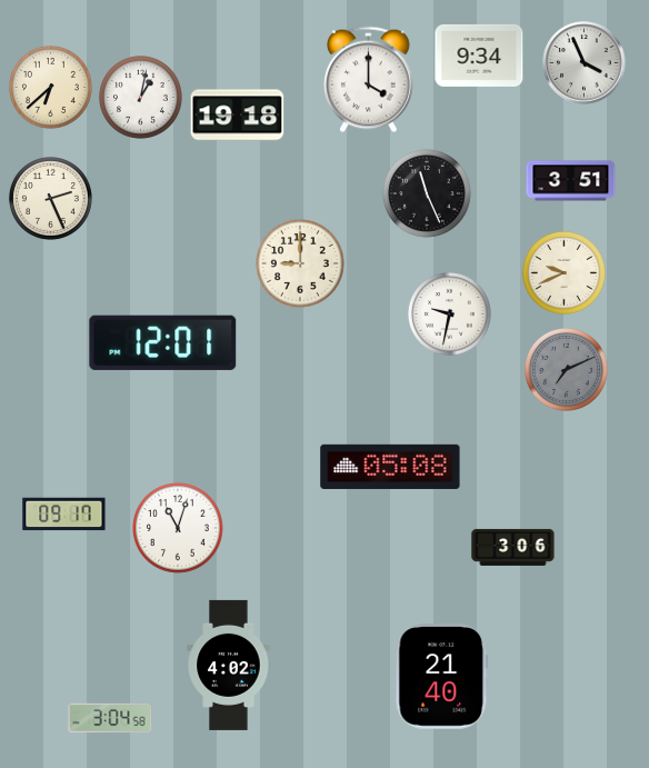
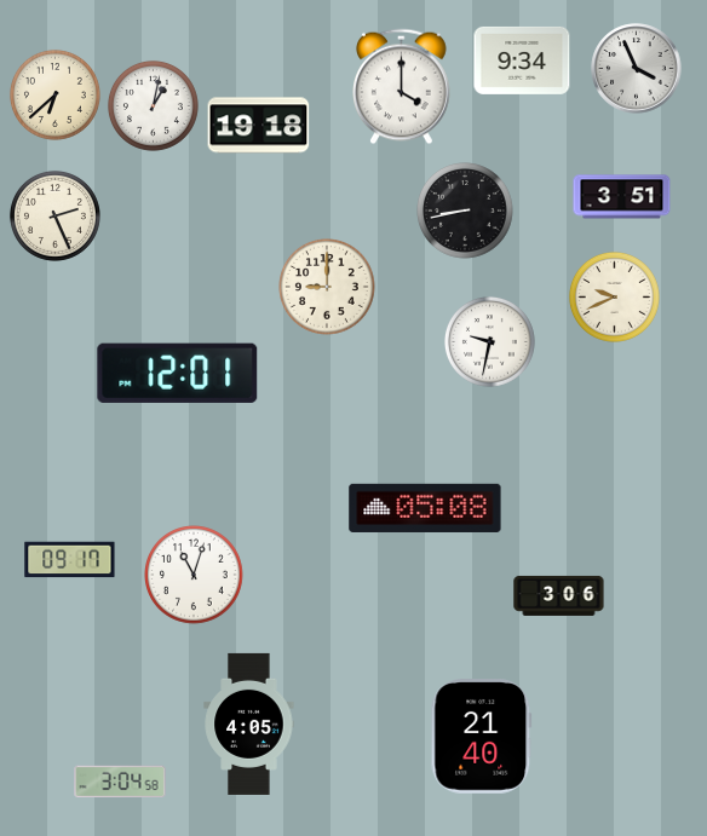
clock at (428, 195): 11:26 -> 8:43
clock at (566, 369): 7:11 -> none
clock at (229, 665): 4:02 -> 4:05
